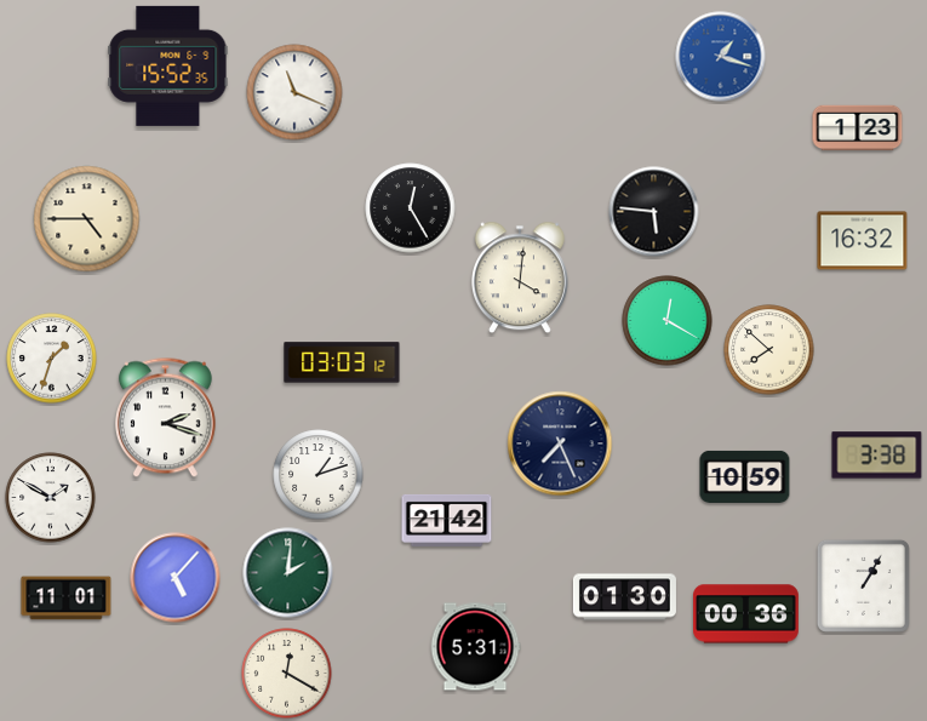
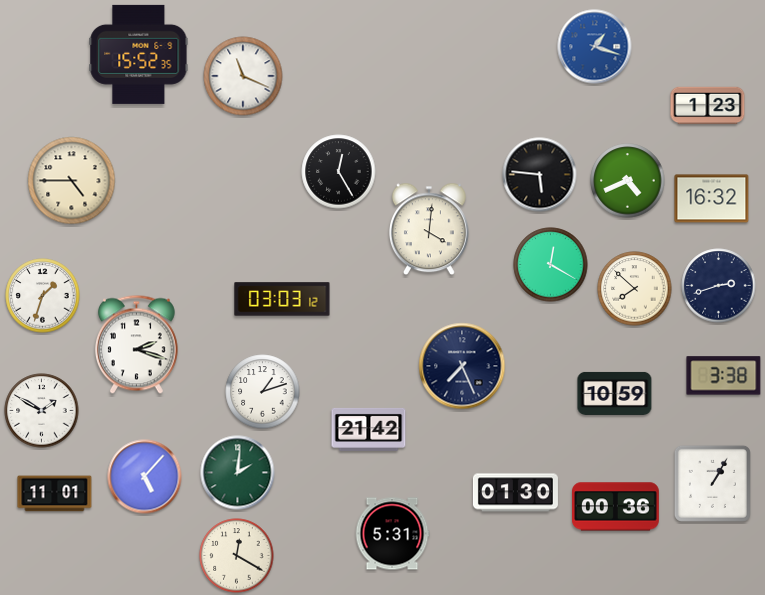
clock at (628, 181): none -> 4:41
clock at (719, 286): none -> 2:42
